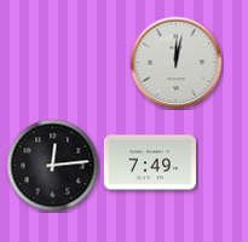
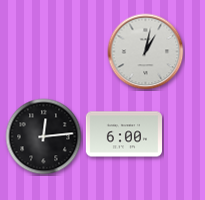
clock at (177, 63): 12:02 -> 1:02
clock at (149, 162): 7:49 -> 6:00
